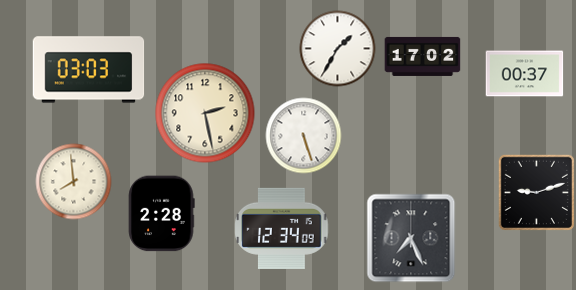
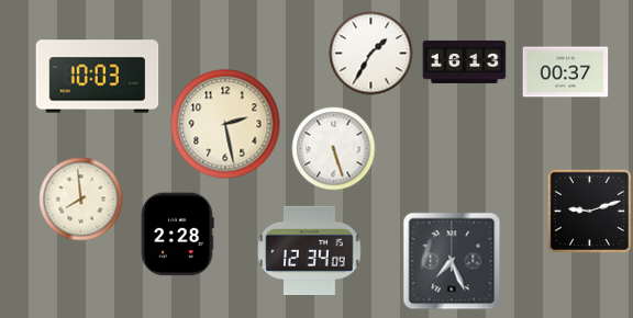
clock at (423, 56): 17:02 -> 16:13
clock at (89, 70): 03:03 -> 10:03
clock at (525, 74) position: (525, 74) -> (566, 72)
